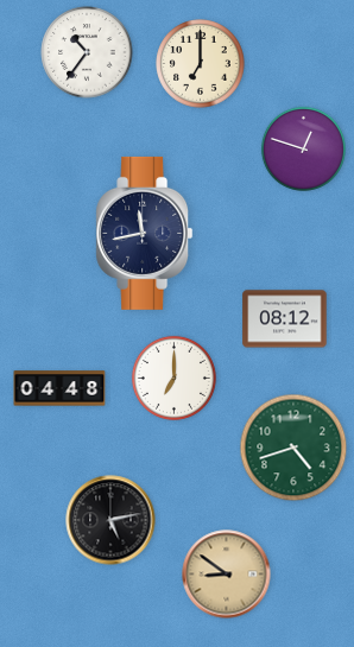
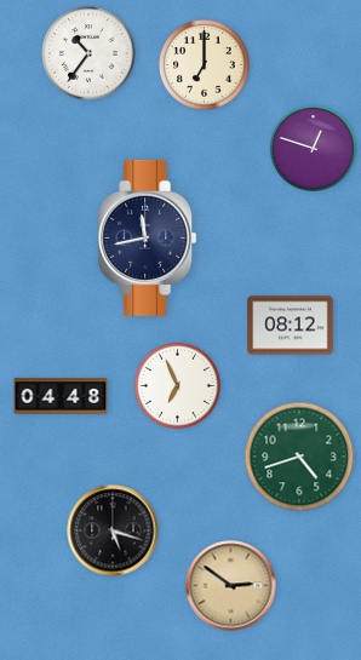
clock at (303, 148) position: (303, 148) -> (313, 148)
clock at (173, 378): 7:00 -> 6:56
clock at (110, 520): 5:13 -> 5:18
clock at (227, 575): 8:51 -> 2:51
